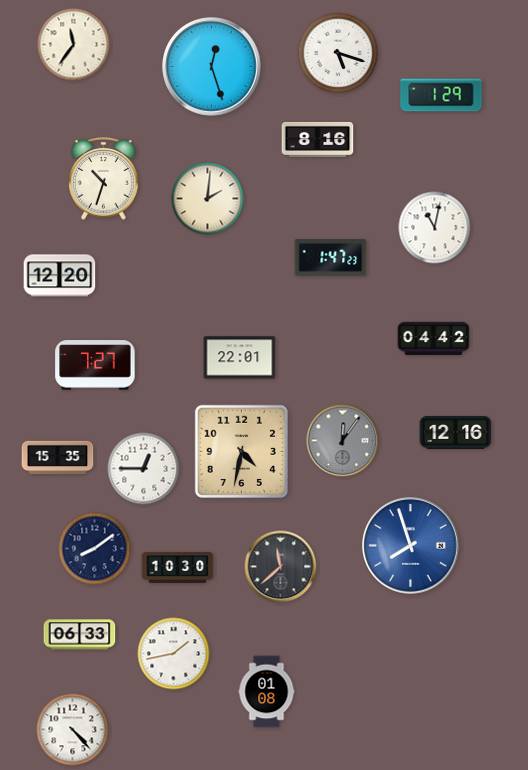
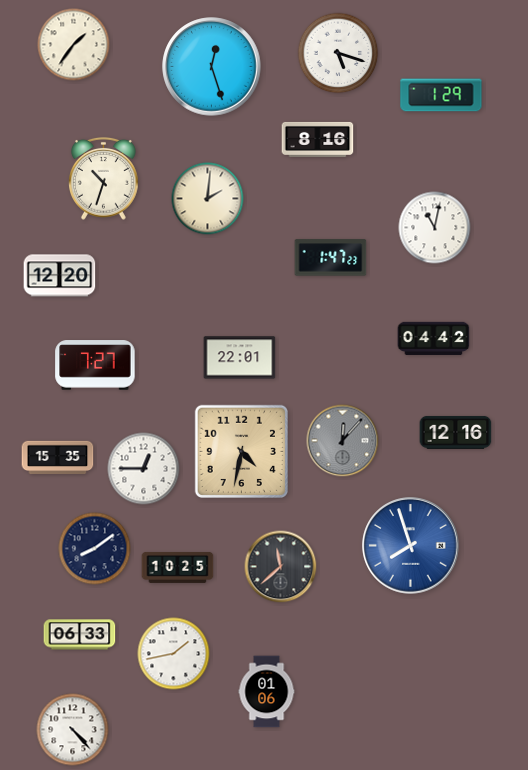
clock at (74, 45): 11:36 -> 1:36
clock at (343, 441): 12:06 -> 12:07
clock at (178, 567): 10:30 -> 10:25
clock at (267, 692): 01:08 -> 01:06
